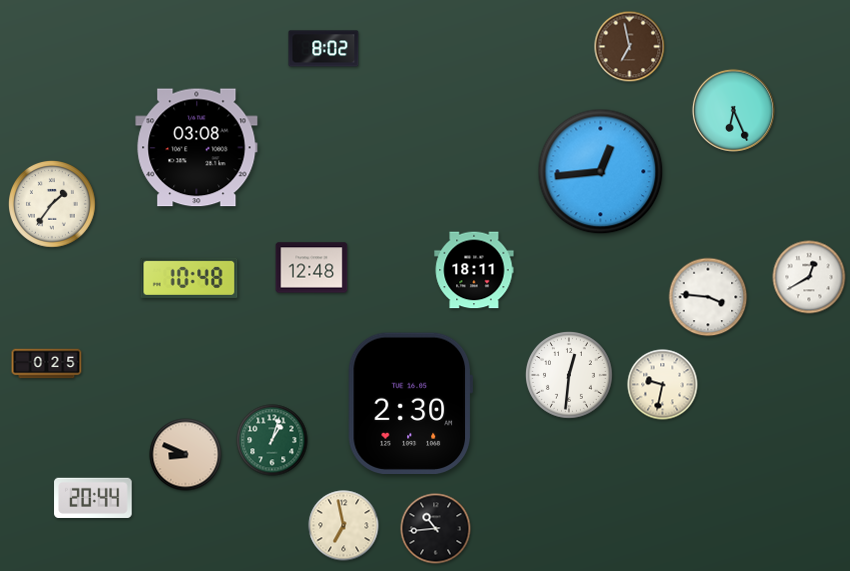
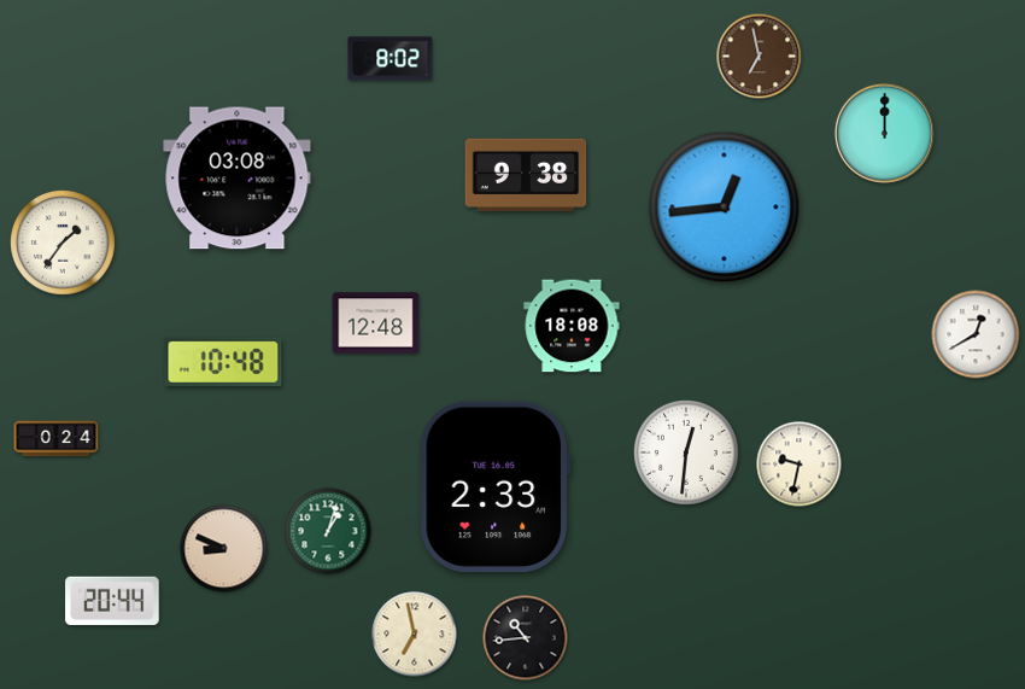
clock at (733, 110): 6:26 -> 12:00
clock at (526, 174): none -> 9:38
clock at (53, 205) position: (53, 205) -> (64, 244)
clock at (474, 270): 18:11 -> 18:08
clock at (189, 278) position: (189, 278) -> (223, 362)
clock at (708, 297): 3:46 -> none
clock at (47, 364): 0:25 -> 0:24
clock at (410, 403): 2:30 -> 2:33
